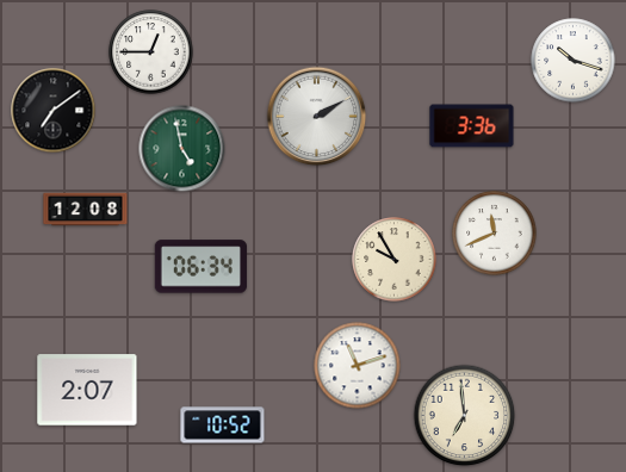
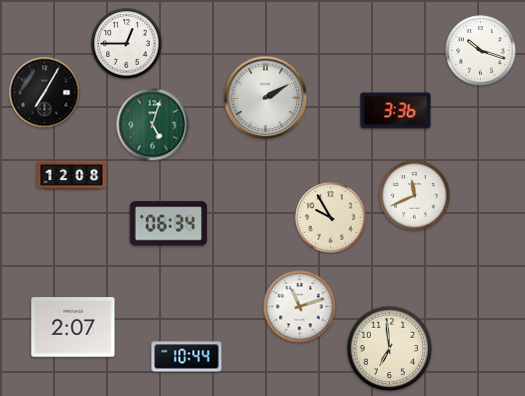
clock at (54, 111): 7:09 -> 7:05
clock at (472, 126) position: (472, 126) -> (396, 111)
clock at (182, 149): 4:58 -> 5:03
clock at (223, 426): 10:52 -> 10:44
